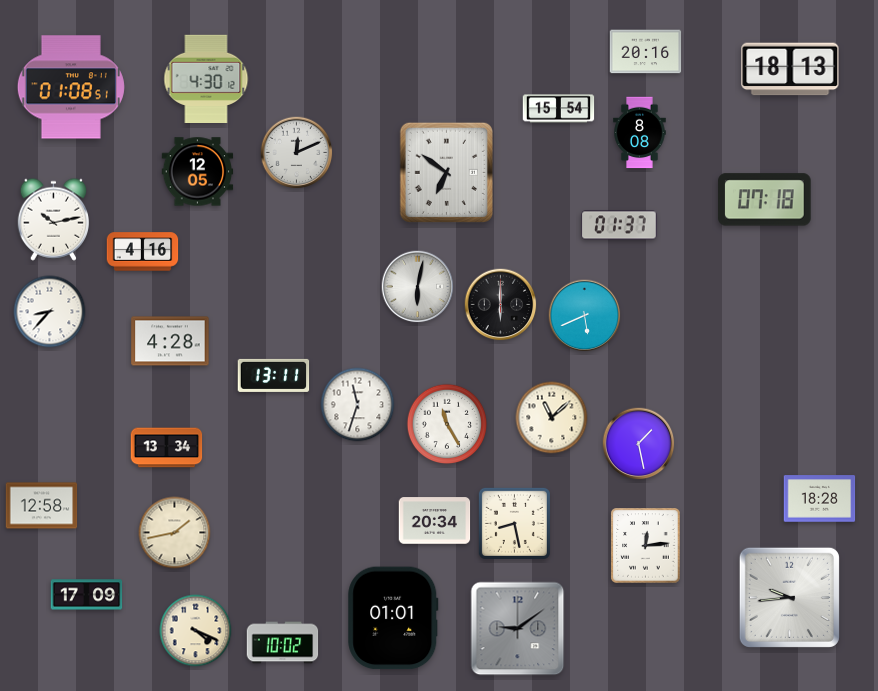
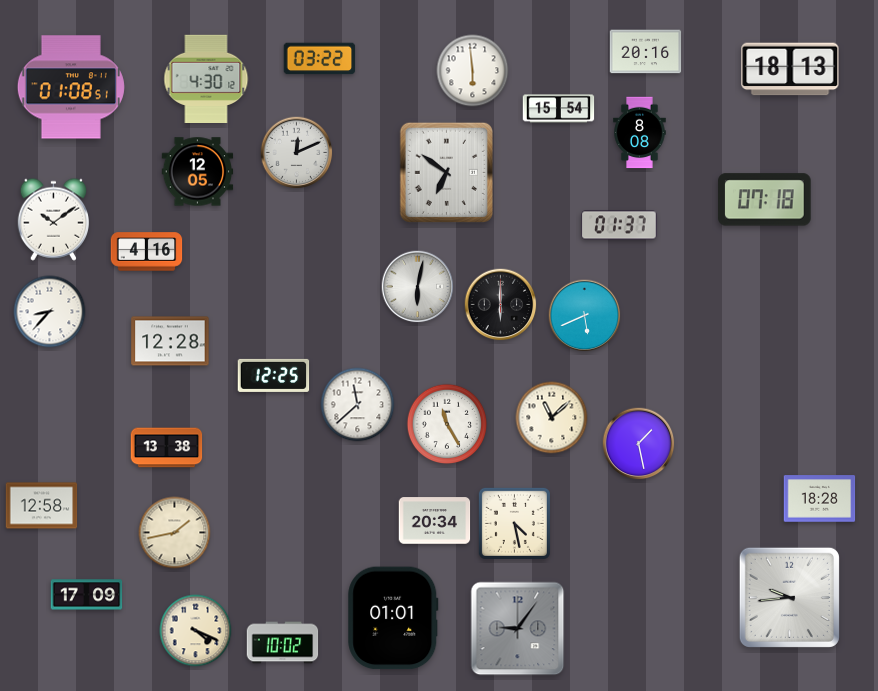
clock at (320, 59): none -> 03:22
clock at (473, 71): none -> 5:59
clock at (53, 219): 10:13 -> 10:09
clock at (143, 252) position: (143, 252) -> (147, 252)
clock at (170, 341): 4:28 -> 12:28
clock at (274, 375): 13:11 -> 12:25
clock at (358, 405): 11:33 -> 11:38
clock at (167, 448): 13:34 -> 13:38
clock at (514, 523): 8:28 -> 4:28
clock at (646, 546): 12:14 -> none
clock at (518, 629): 9:09 -> 9:06
